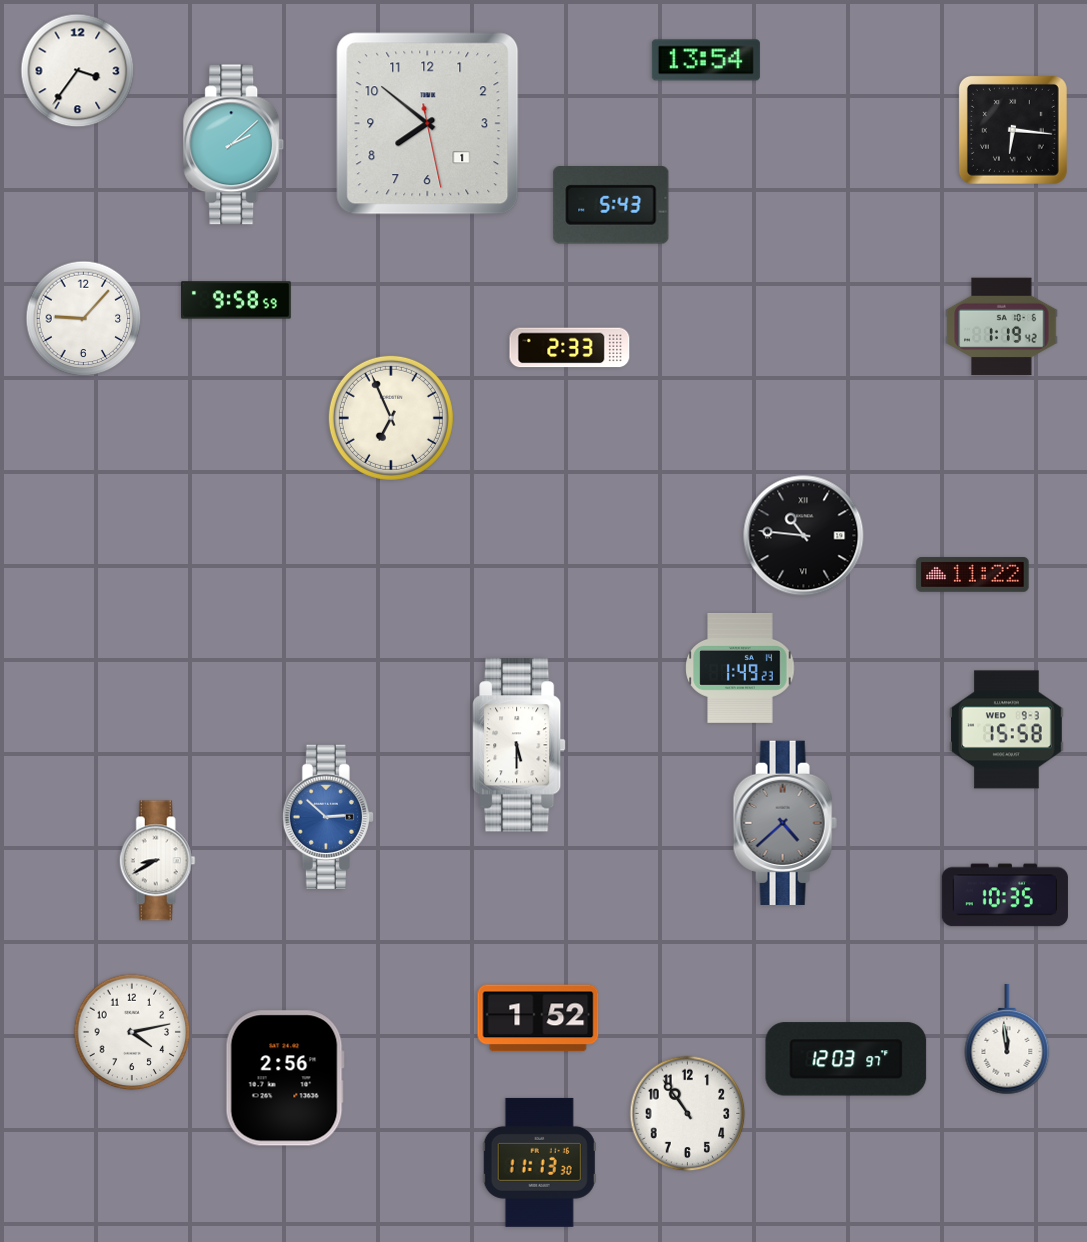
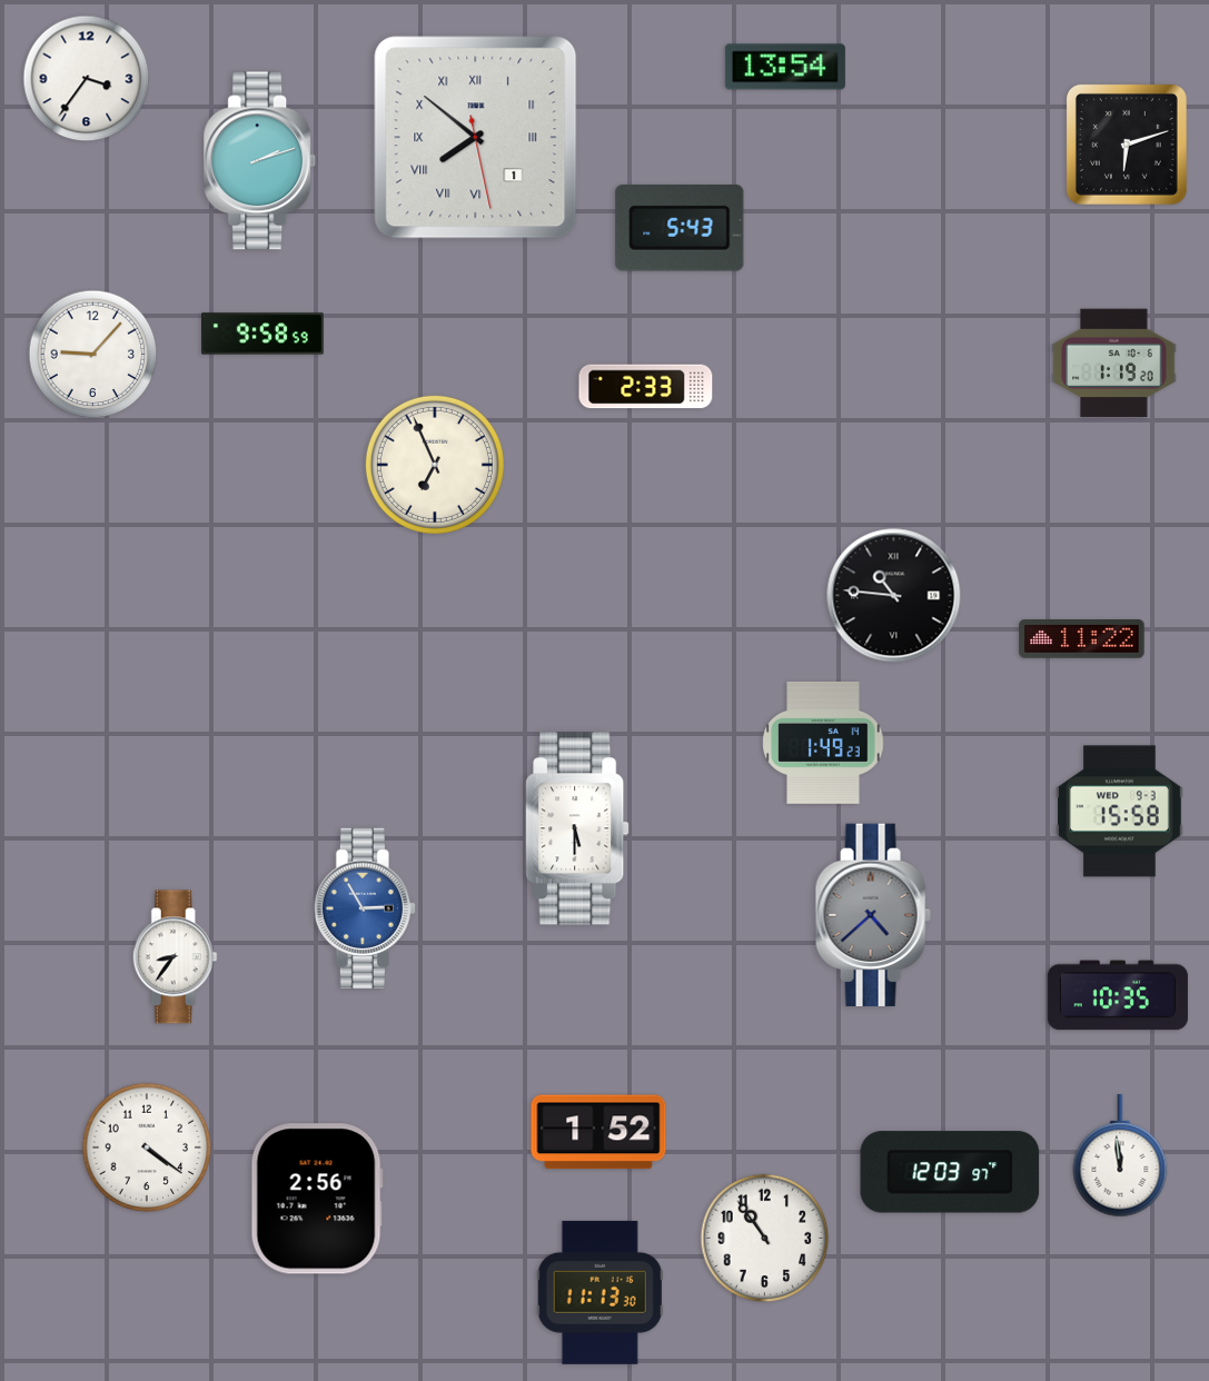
clock at (428, 124) numerals: Arabic -> Roman
clock at (1013, 130): 6:16 -> 6:12
clock at (234, 145): 2:08 -> 2:12
clock at (1002, 327): 1:19:42 -> 1:19:20
clock at (570, 348) position: (570, 348) -> (646, 387)
clock at (327, 816): 2:52 -> 2:55
clock at (157, 861): 8:40 -> 8:36
clock at (132, 1032): 4:13 -> 4:21
clock at (846, 1059) position: (846, 1059) -> (950, 1172)
